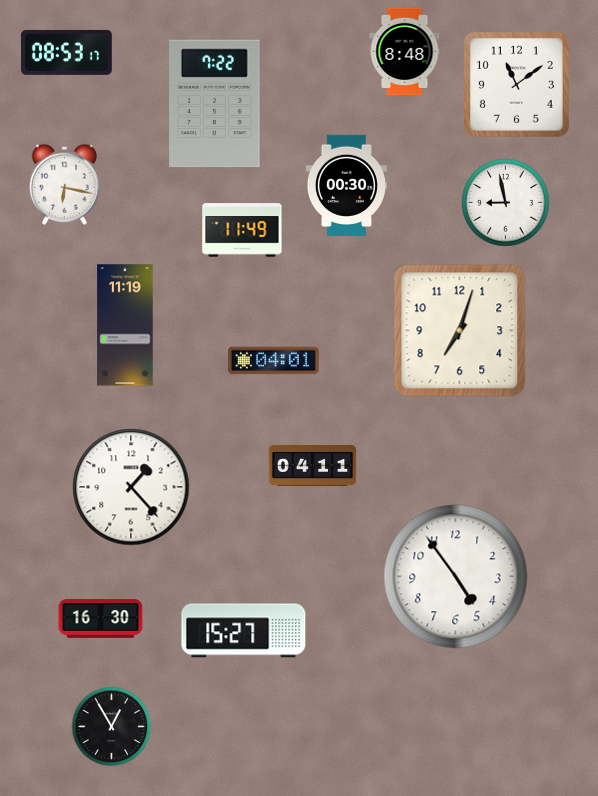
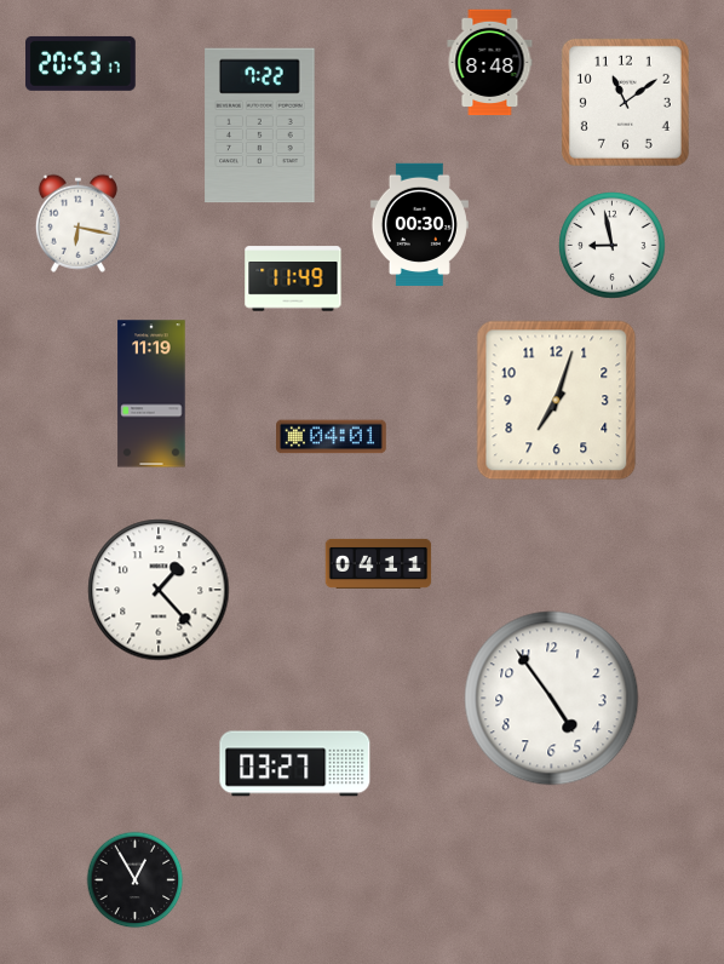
clock at (67, 52): 08:53 -> 20:53
clock at (101, 619): 16:30 -> none
clock at (244, 631): 15:27 -> 03:27
